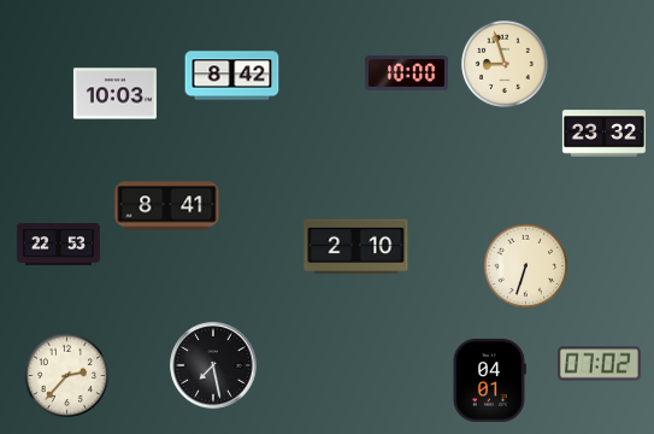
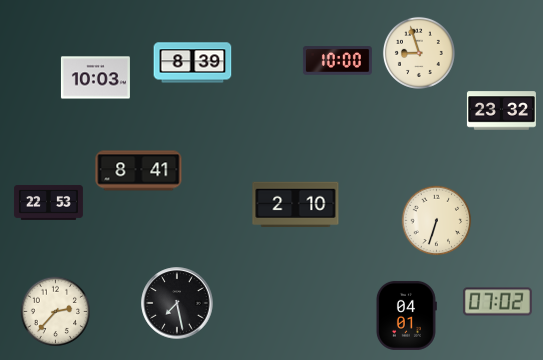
clock at (232, 76): 8:42 -> 8:39
